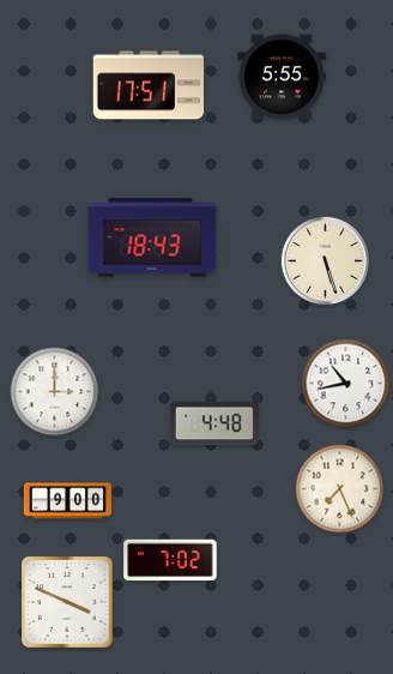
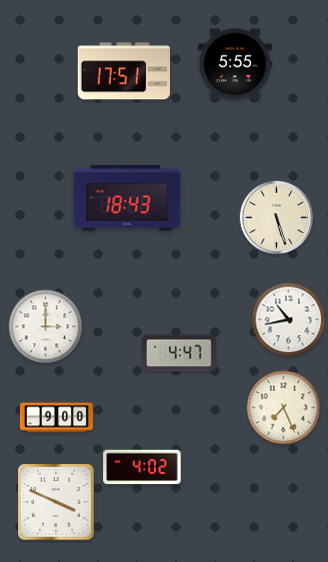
clock at (326, 261) position: (326, 261) -> (277, 218)
clock at (214, 423): 4:48 -> 4:47
clock at (170, 560): 7:02 -> 4:02
